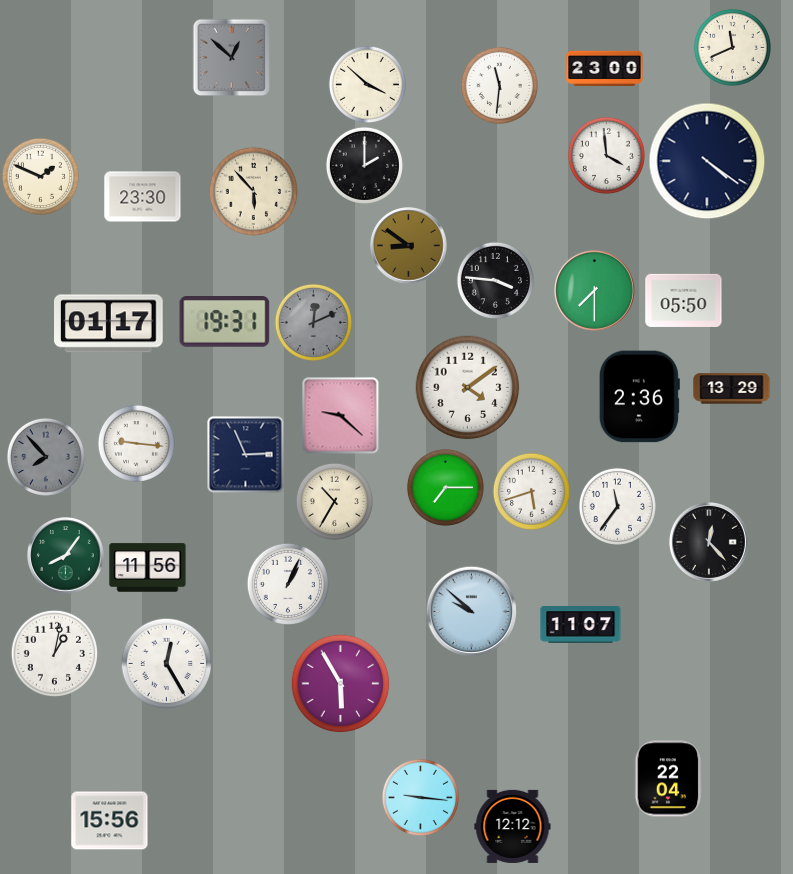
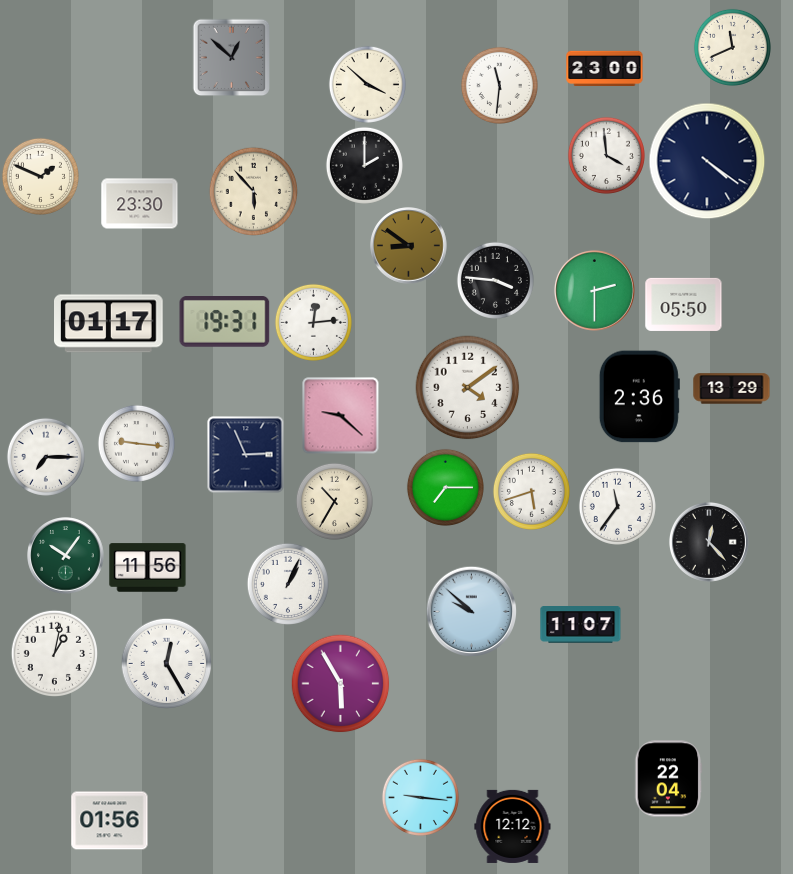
clock at (143, 197) position: (143, 197) -> (140, 204)
clock at (594, 290): 7:30 -> 2:30
clock at (684, 300) position: (684, 300) -> (684, 304)
clock at (313, 322): 12:11 -> 12:14
clock at (313, 322) dial: grey -> white
clock at (46, 457): 7:53 -> 7:15
clock at (46, 457) dial: grey -> white
clock at (66, 556): 8:06 -> 10:06
clock at (110, 821): 15:56 -> 01:56
